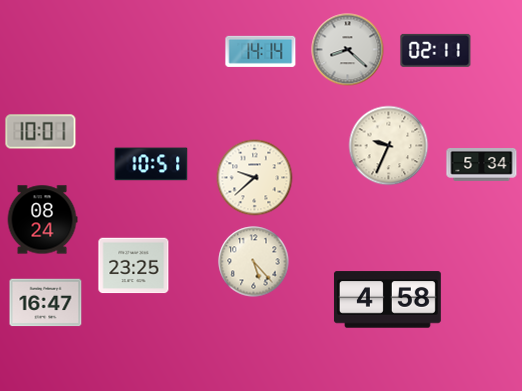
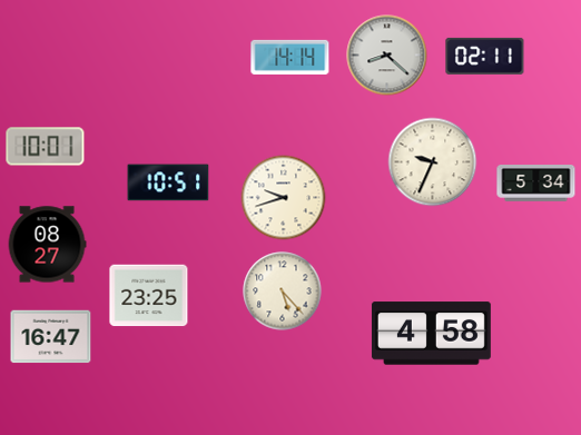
clock at (255, 178): 9:38 -> 9:42
clock at (42, 220): 08:24 -> 08:27
